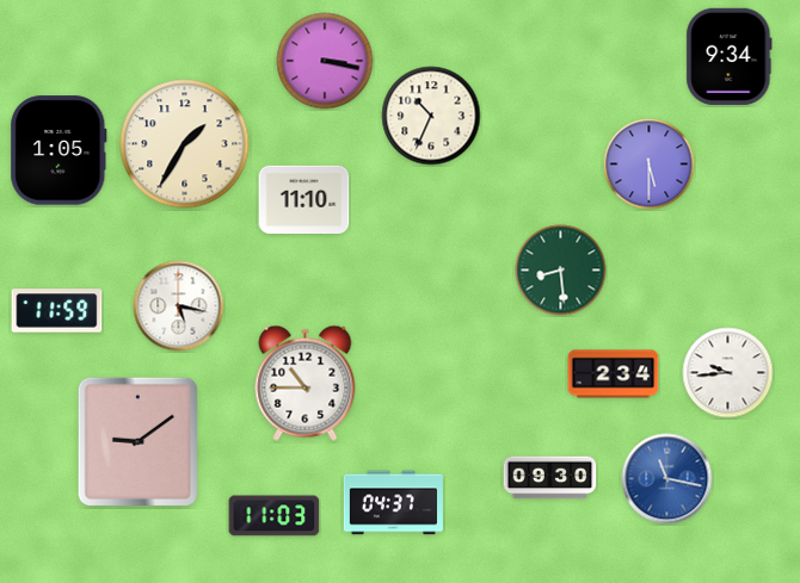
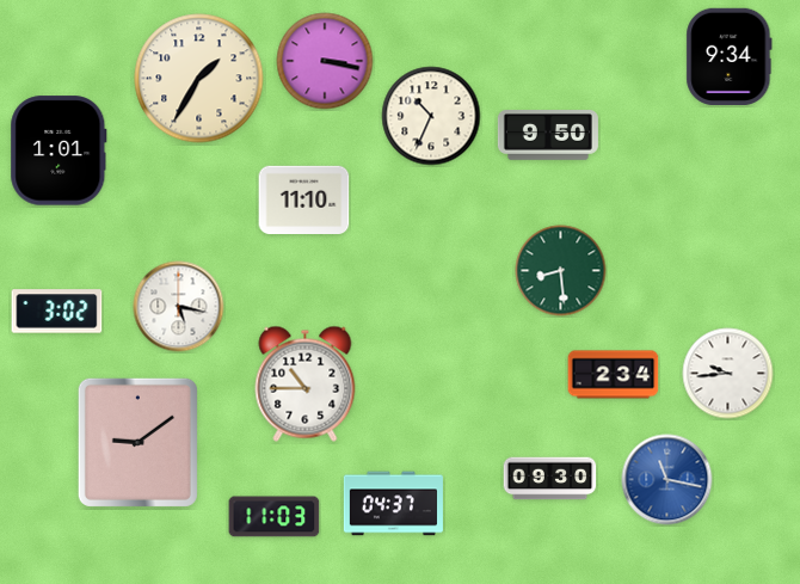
clock at (548, 136): none -> 9:50
clock at (185, 144) position: (185, 144) -> (199, 79)
clock at (59, 150): 1:05 -> 1:01
clock at (650, 165): 5:30 -> none
clock at (57, 311): 11:59 -> 3:02
